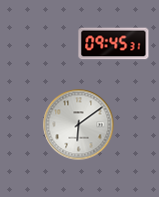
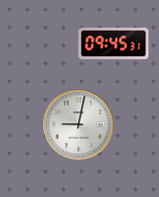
clock at (79, 125): 6:09 -> 9:02
